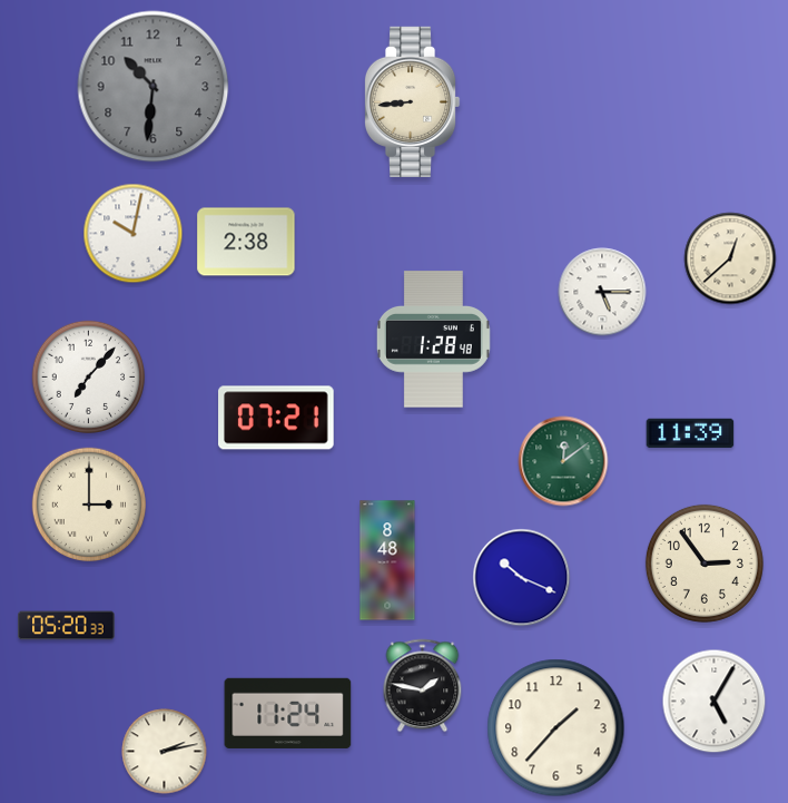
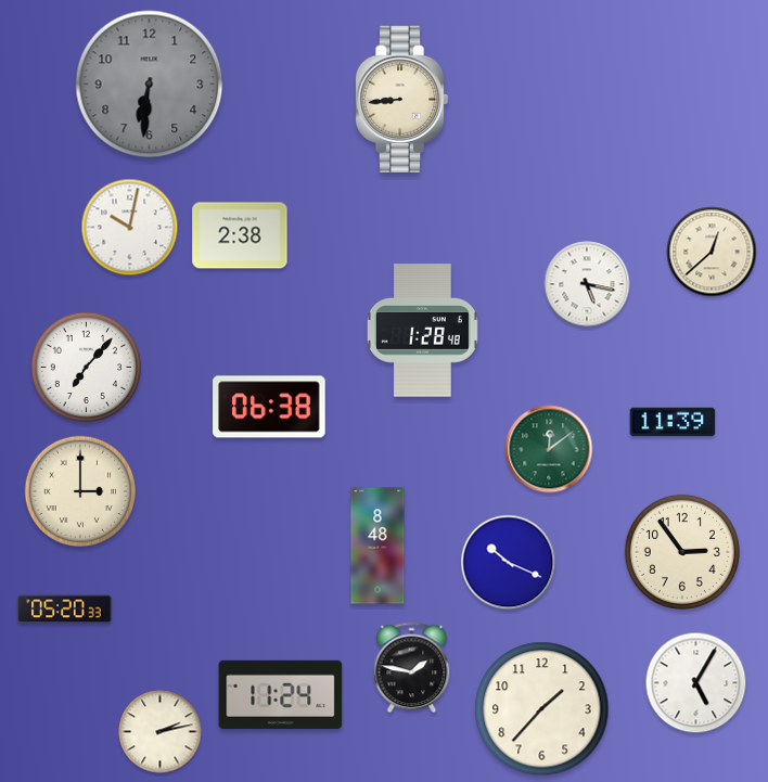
clock at (154, 87): 10:31 -> 6:31
clock at (602, 292): 5:15 -> 5:17
clock at (276, 418): 07:21 -> 06:38
clock at (88, 503) position: (88, 503) -> (79, 490)
clock at (705, 564) position: (705, 564) -> (682, 552)
